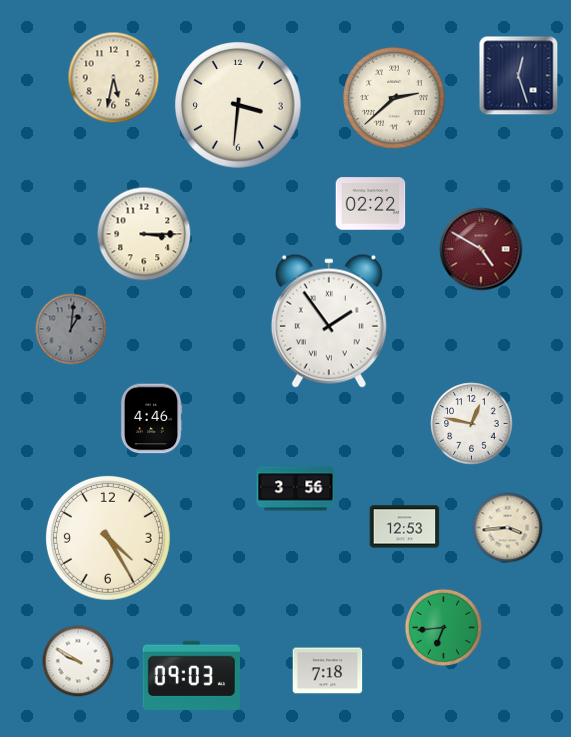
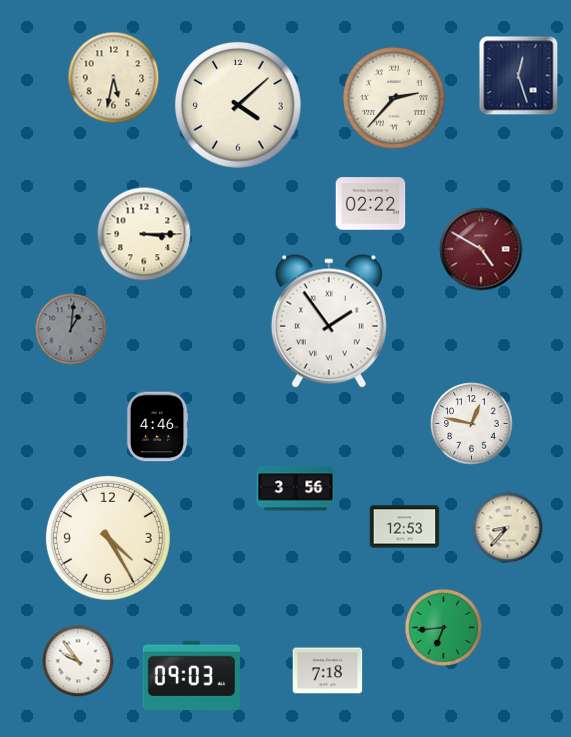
clock at (394, 98): 2:38 -> 2:37
clock at (238, 105): 3:31 -> 4:08
clock at (151, 419) position: (151, 419) -> (157, 427)
clock at (508, 528): 3:44 -> 8:37
clock at (78, 661): 9:50 -> 9:54
